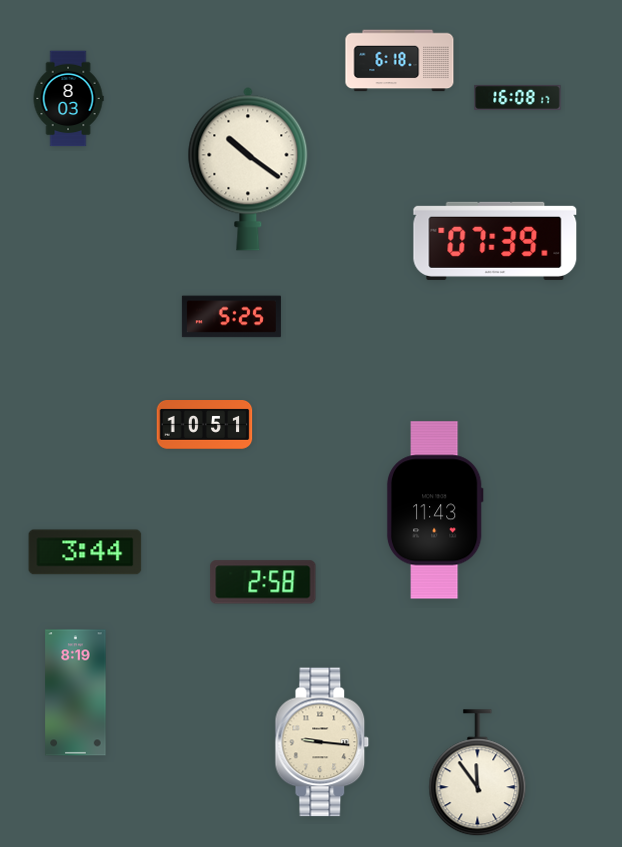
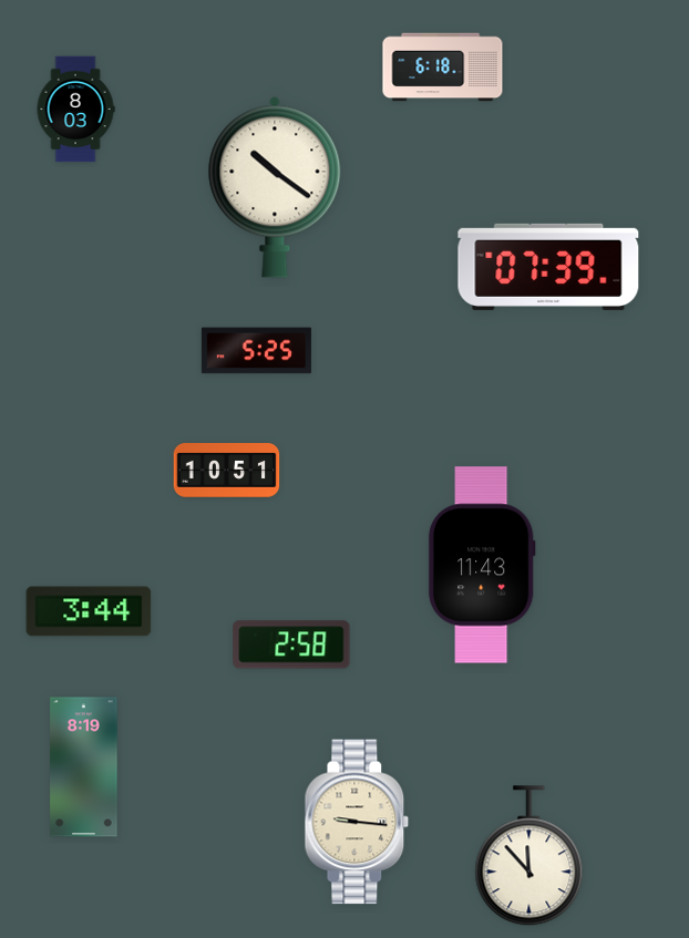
clock at (518, 97): 16:08 -> none
clock at (85, 552) position: (85, 552) -> (89, 611)
clock at (478, 773): 11:54 -> 11:53
